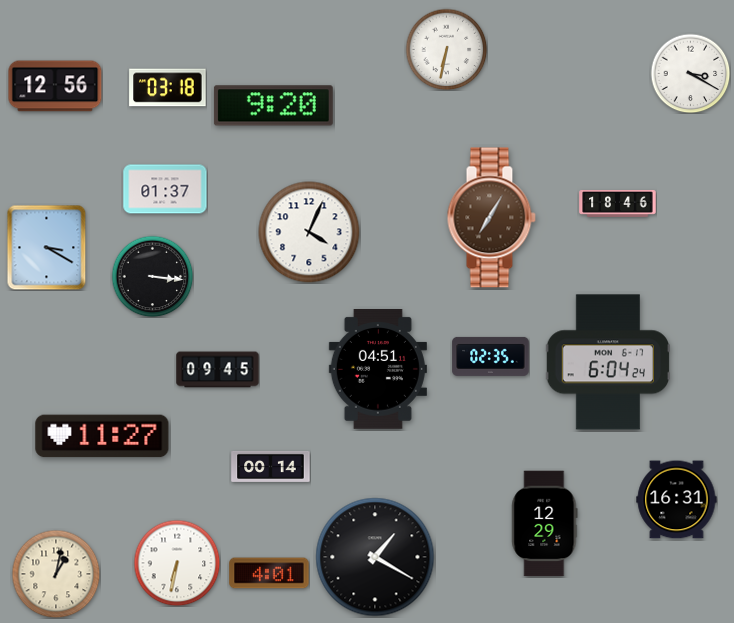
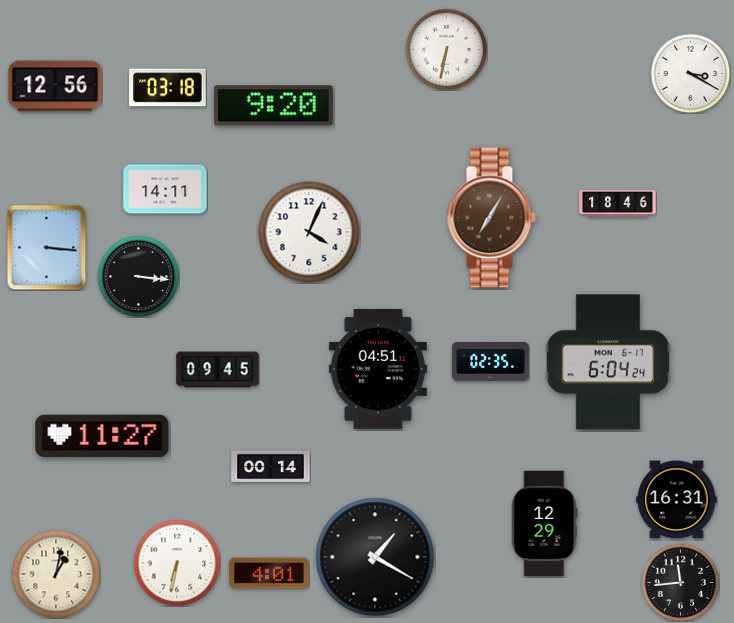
clock at (165, 189): 01:37 -> 14:11
clock at (47, 247): 3:20 -> 3:16
clock at (152, 276) position: (152, 276) -> (138, 276)
clock at (491, 356) position: (491, 356) -> (491, 361)
clock at (680, 582): none -> 11:44
